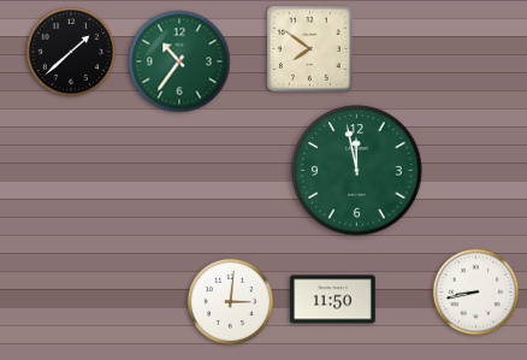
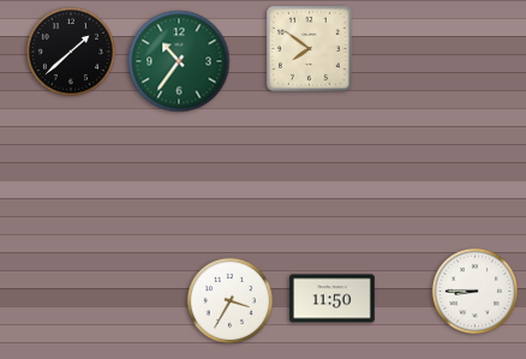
clock at (357, 171): 11:58 -> none
clock at (475, 291): 8:43 -> 8:45
clock at (230, 301): 3:01 -> 3:35
